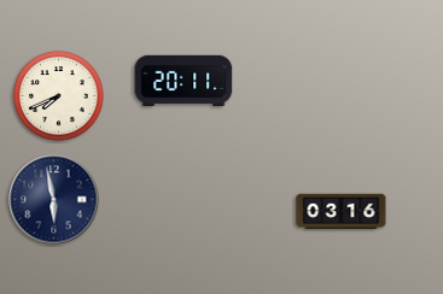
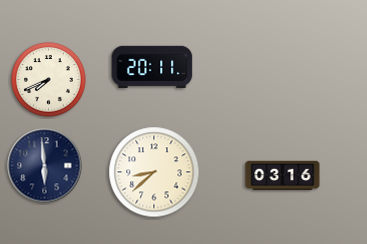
clock at (54, 200): 5:58 -> 5:59
clock at (154, 172): none -> 8:38
